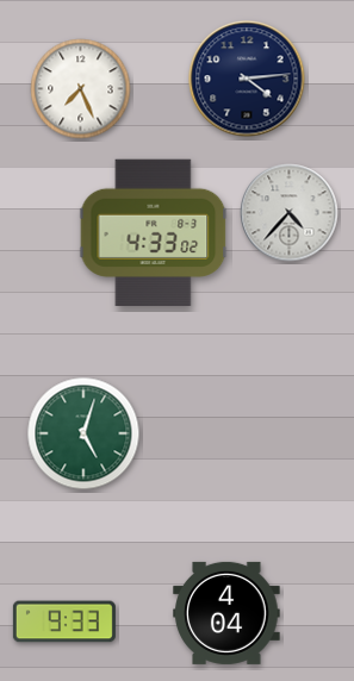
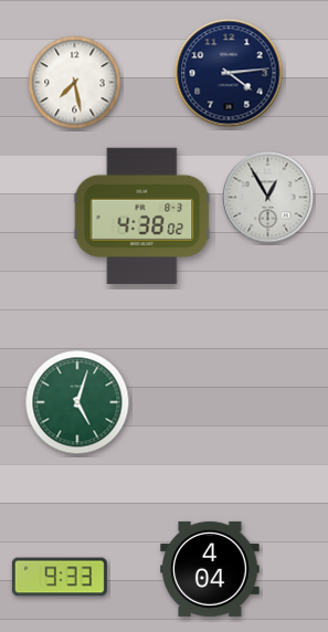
clock at (81, 89): 7:26 -> 7:28
clock at (290, 213): 4:37 -> 12:55
clock at (154, 232): 4:33 -> 4:38
